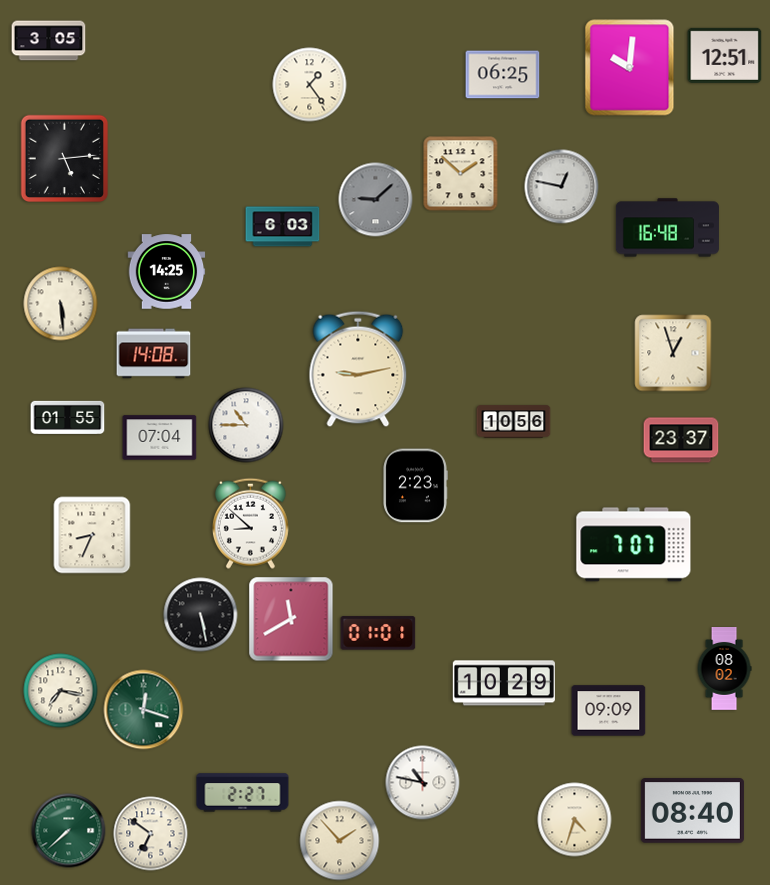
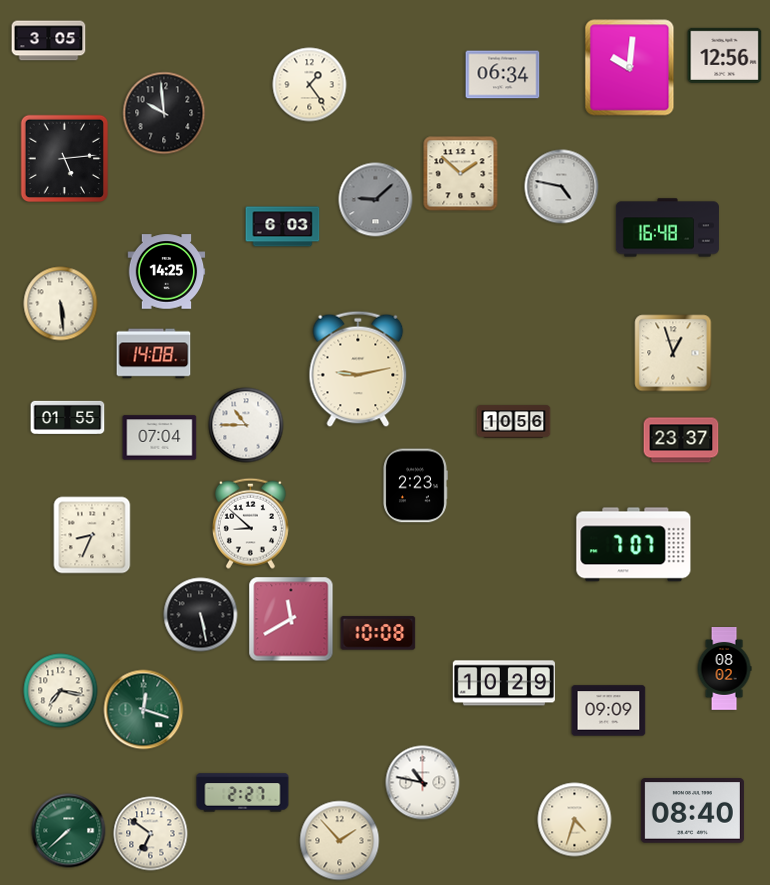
clock at (725, 55): 12:51 -> 12:56
clock at (503, 75): 06:25 -> 06:34
clock at (164, 113): none -> 9:59
clock at (562, 187): 12:47 -> 4:47
clock at (378, 633): 01:01 -> 10:08
